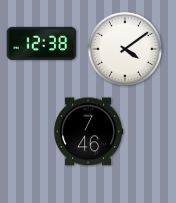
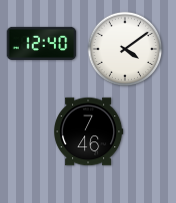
clock at (42, 43): 12:38 -> 12:40
